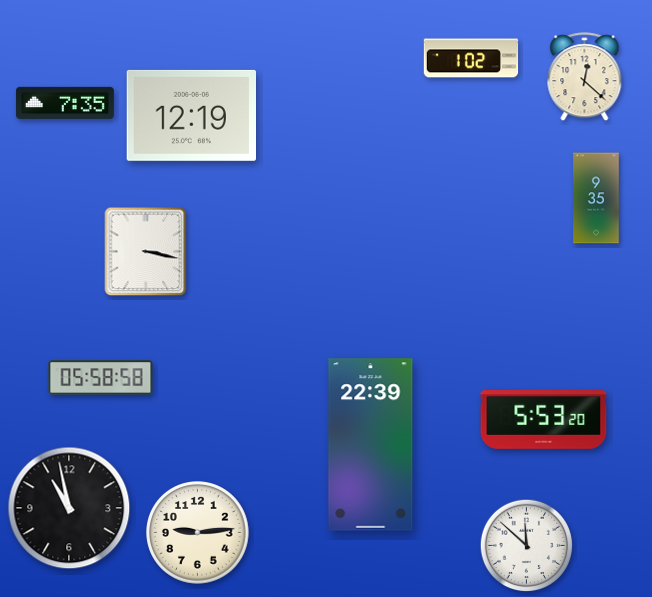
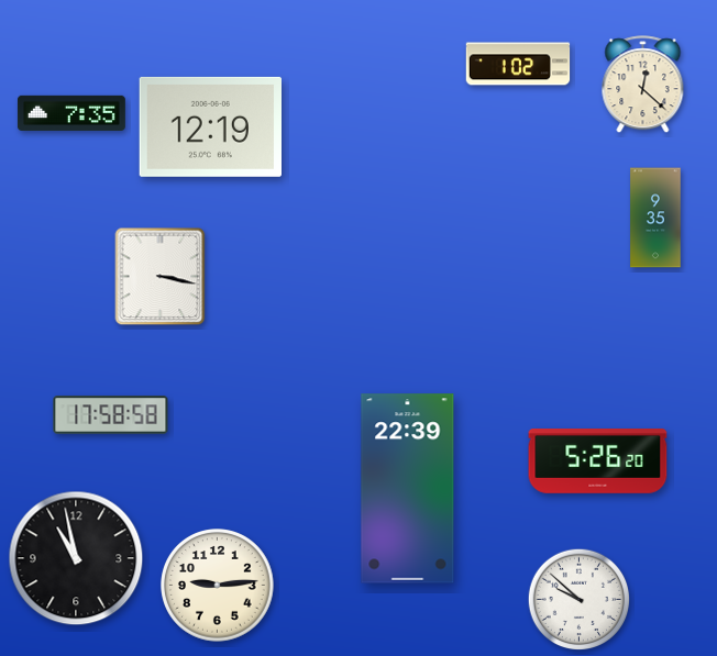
clock at (101, 378): 05:58 -> 17:58
clock at (544, 420): 5:53 -> 5:26
clock at (527, 546): 11:52 -> 9:52
